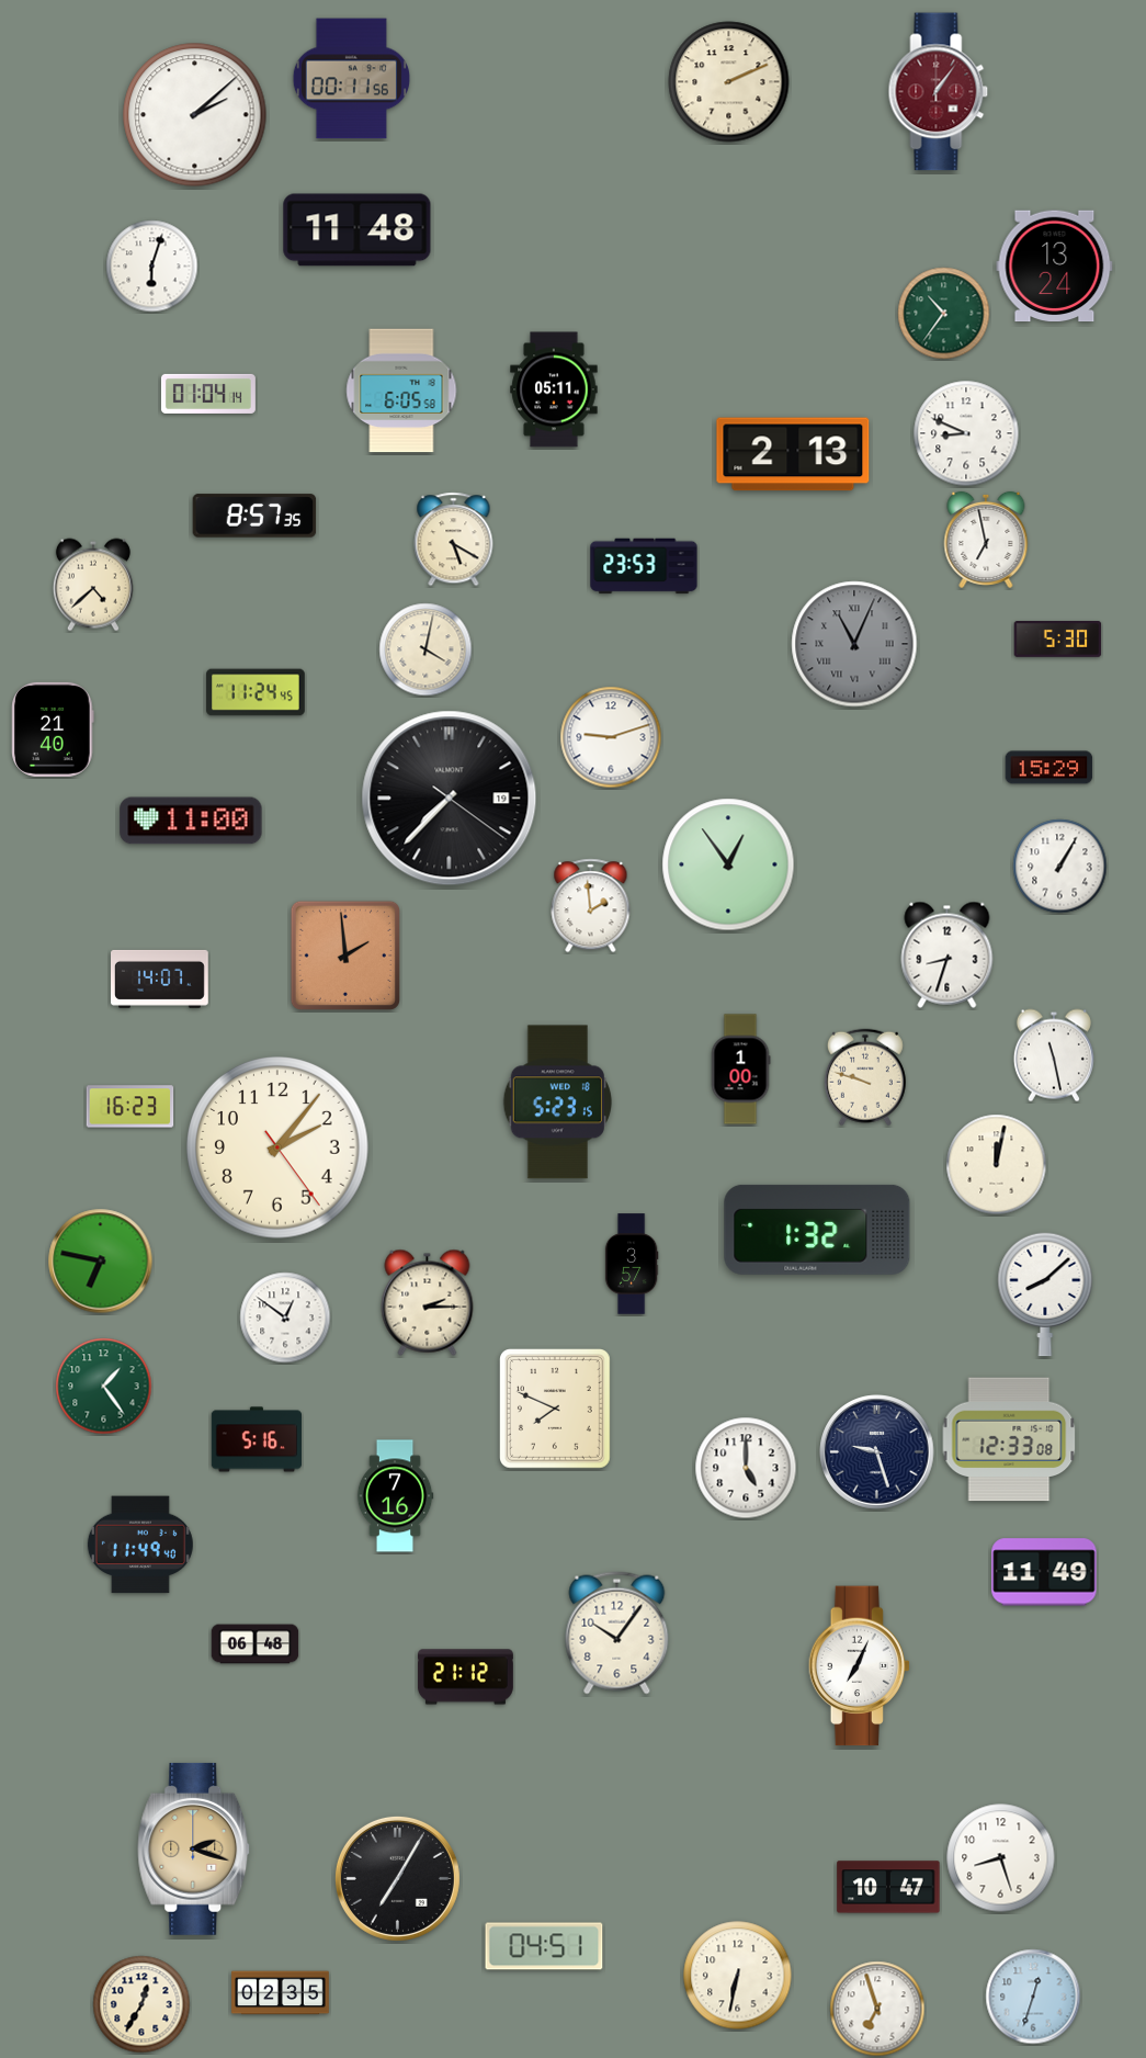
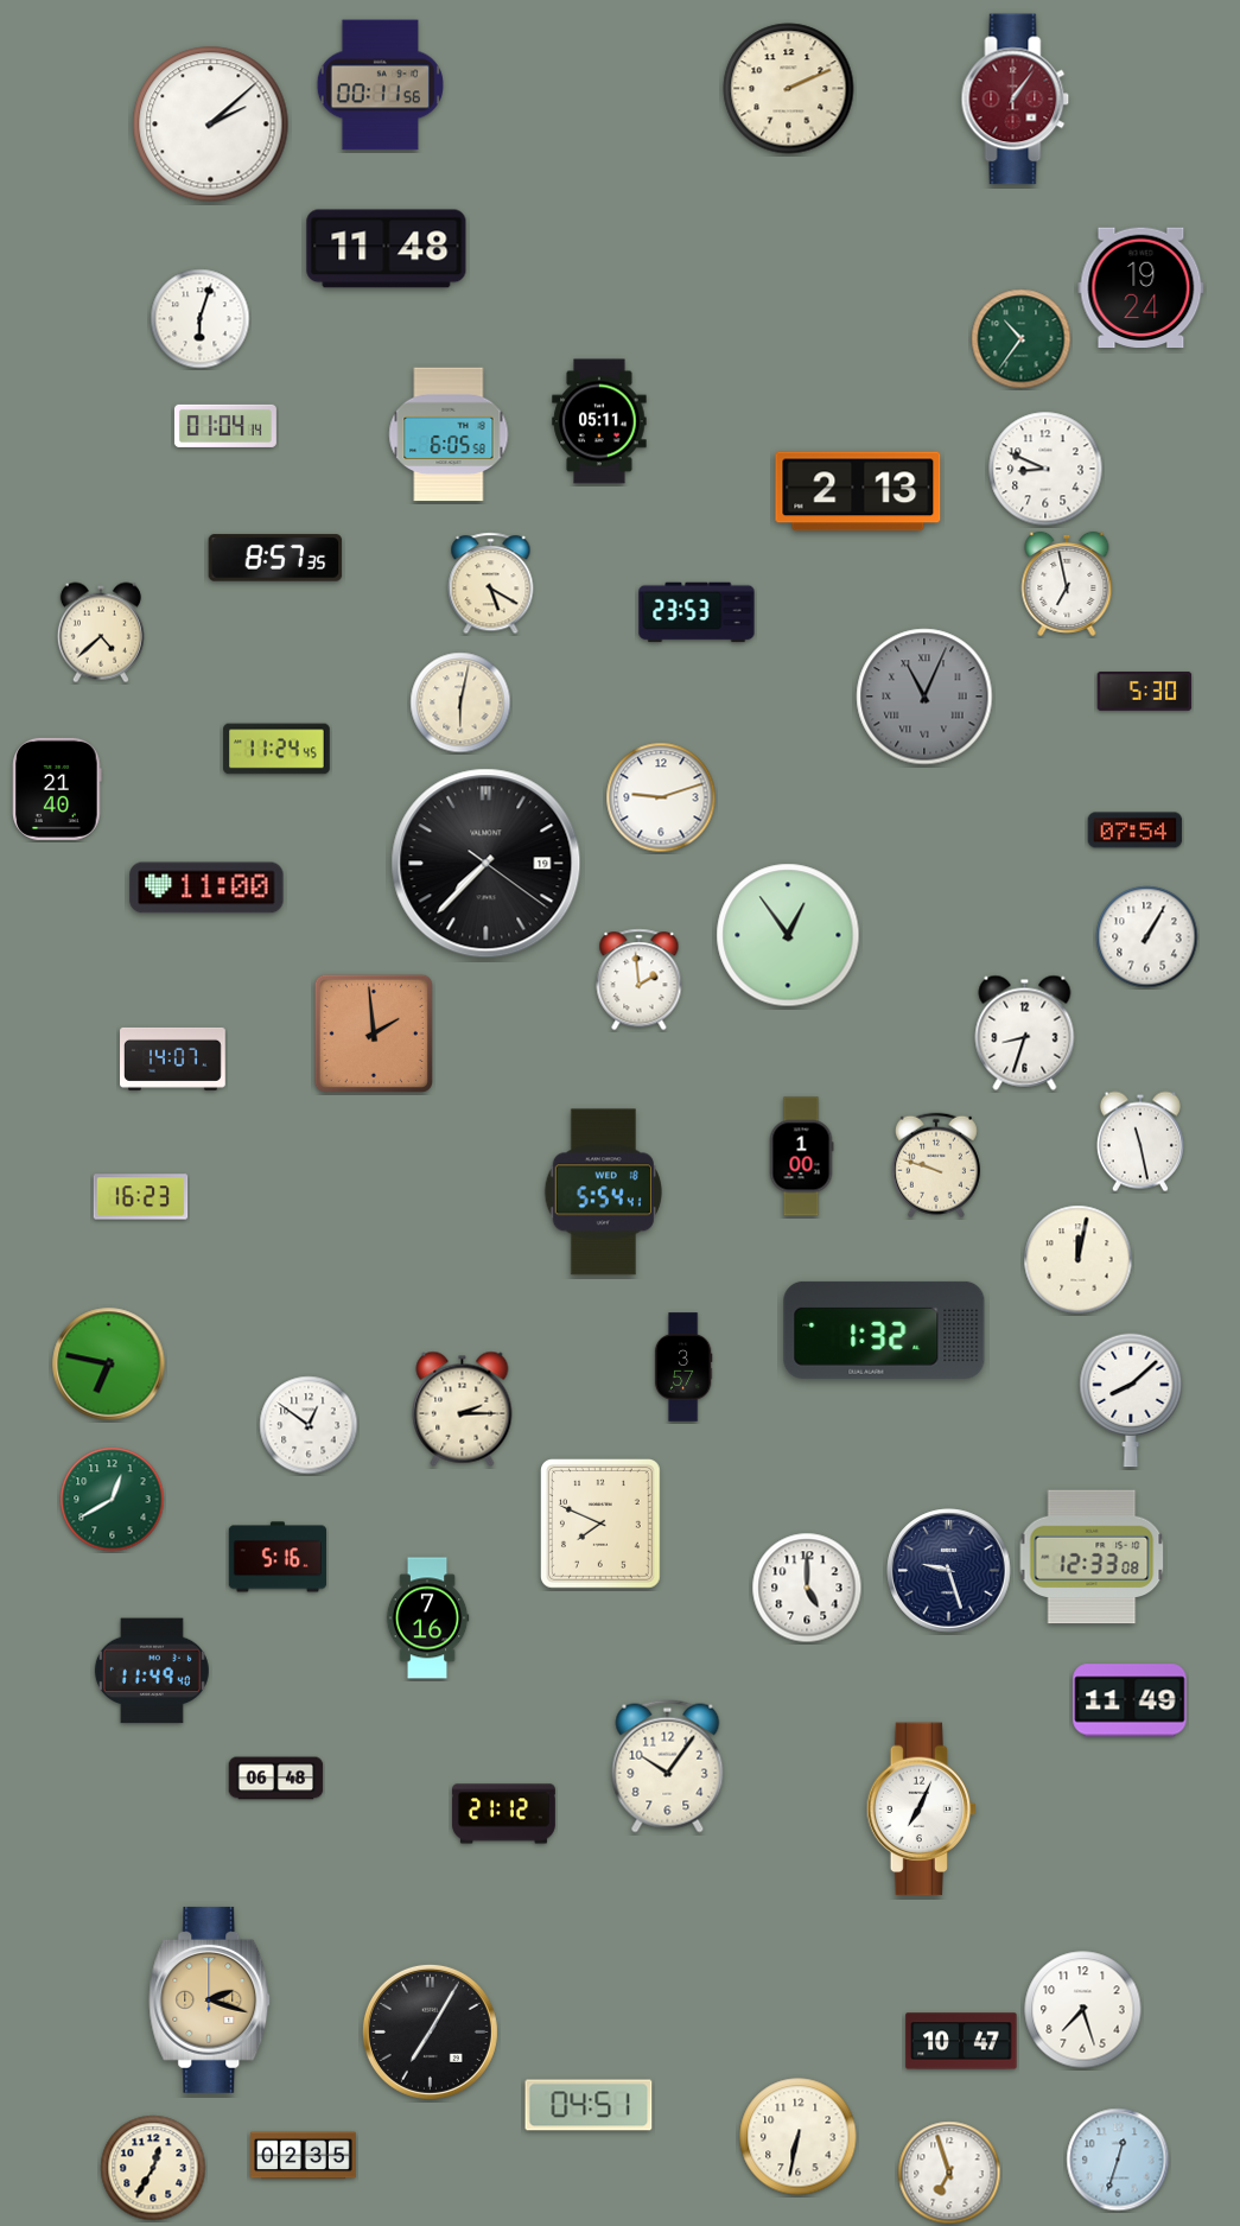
clock at (152, 267) position: (152, 267) -> (201, 319)
clock at (1055, 267): 13:24 -> 19:24
clock at (401, 391) position: (401, 391) -> (449, 434)
clock at (426, 649): 4:02 -> 6:02
clock at (1049, 768): 15:29 -> 07:54
clock at (557, 1102): 5:23 -> 5:54
clock at (277, 1147): 2:06 -> none
clock at (104, 1387): 1:24 -> 12:40
clock at (860, 1666) position: (860, 1666) -> (922, 1810)
clock at (1001, 1858): 8:27 -> 7:27
